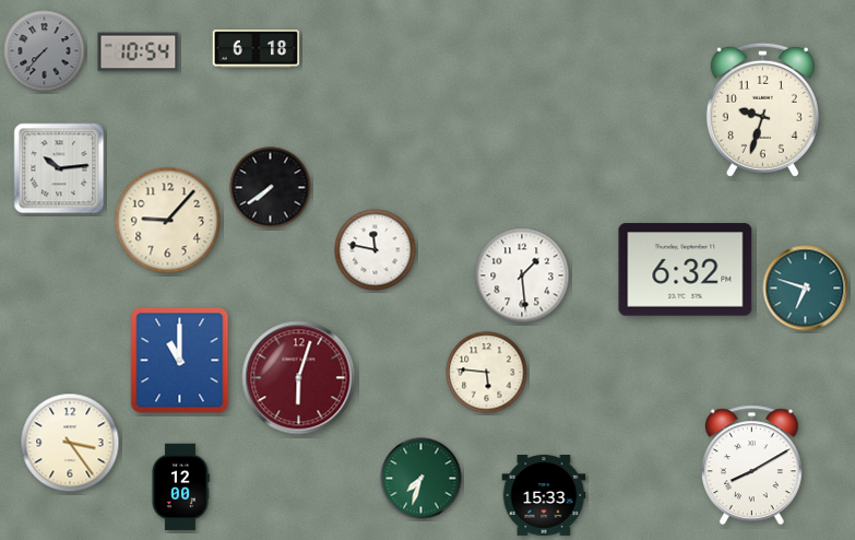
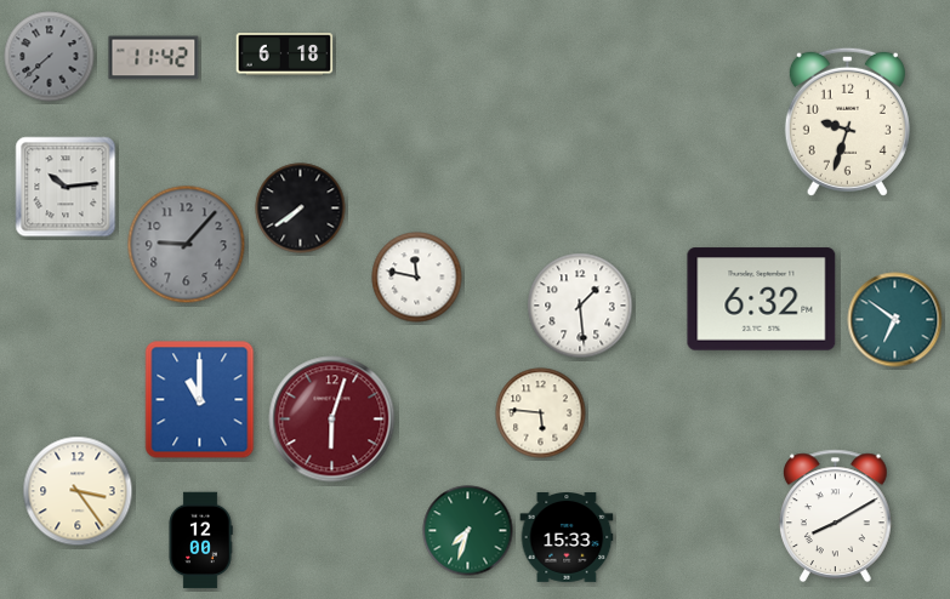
clock at (45, 51): 7:37 -> 7:38
clock at (139, 52): 10:54 -> 11:42
clock at (168, 221) dial: cream -> grey
clock at (806, 289): 6:48 -> 6:51
clock at (544, 496) position: (544, 496) -> (567, 538)
